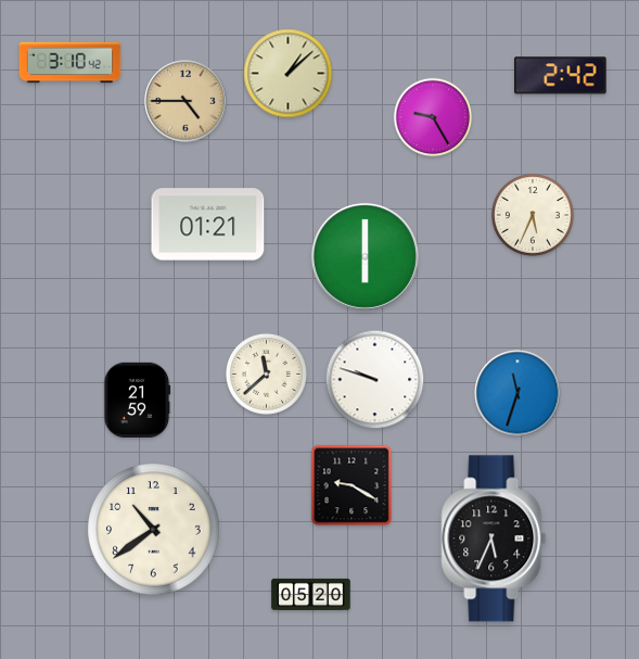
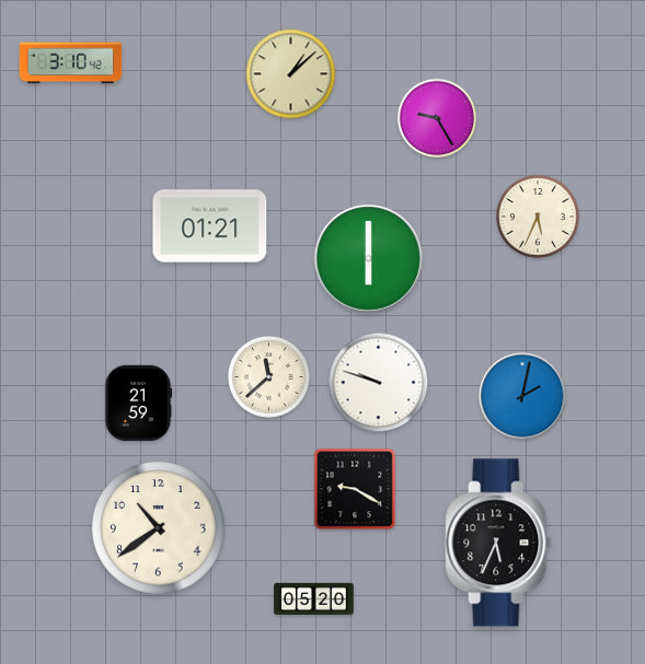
clock at (560, 76): 2:42 -> none
clock at (186, 101): 4:45 -> none
clock at (517, 393): 11:33 -> 2:02
clock at (154, 530) position: (154, 530) -> (159, 528)
